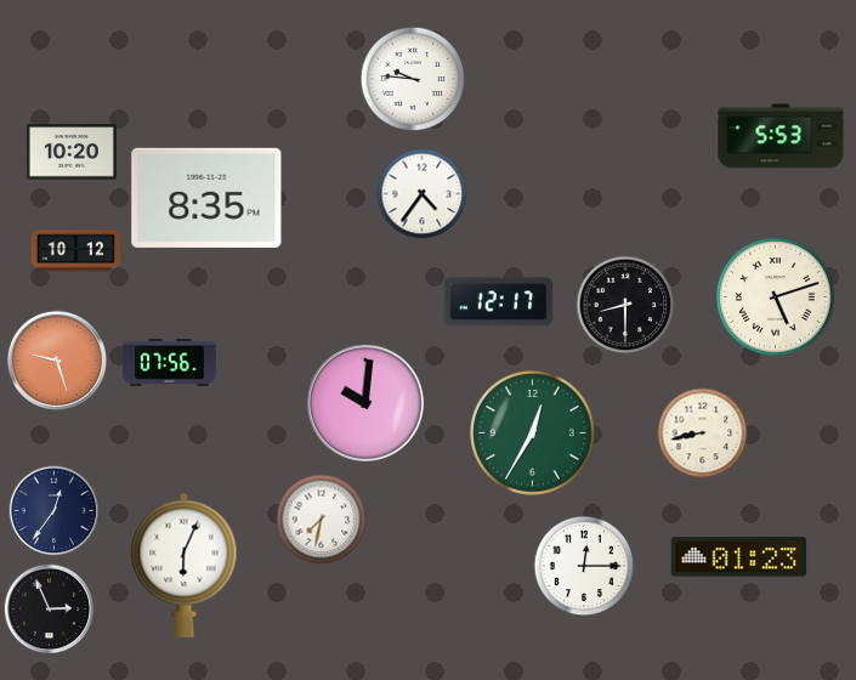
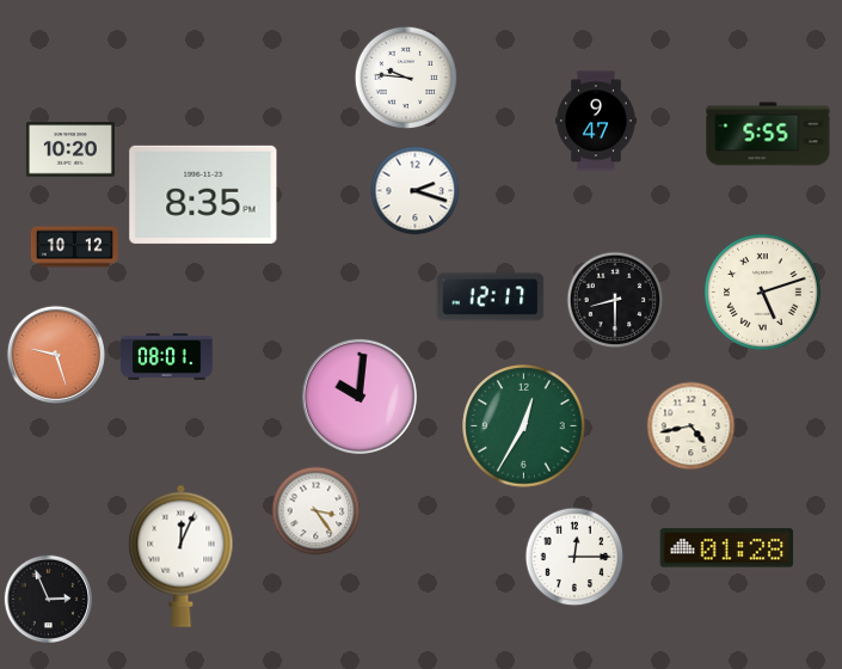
clock at (597, 121): none -> 9:47
clock at (781, 136): 5:53 -> 5:55
clock at (423, 194): 4:36 -> 2:18
clock at (170, 363): 07:56 -> 08:01
clock at (703, 433): 8:43 -> 4:43
clock at (55, 511): 12:36 -> none
clock at (322, 520): 7:32 -> 3:24
clock at (739, 557): 01:23 -> 01:28
clock at (185, 565): 6:04 -> 12:04
